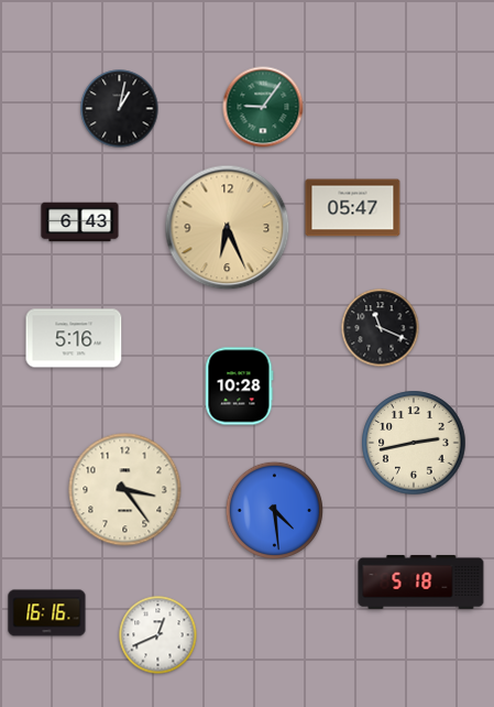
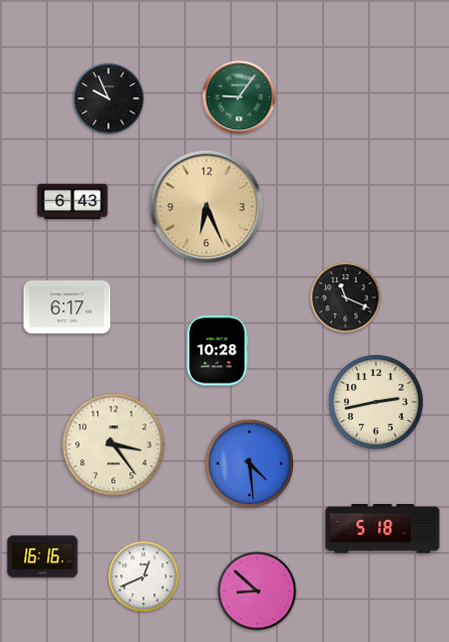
clock at (120, 109): 1:02 -> 9:56
clock at (353, 208): 05:47 -> none
clock at (74, 338): 5:16 -> 6:17
clock at (257, 591): none -> 8:52
